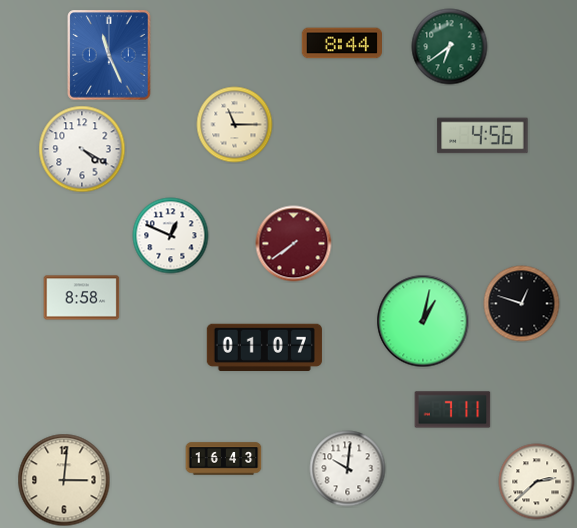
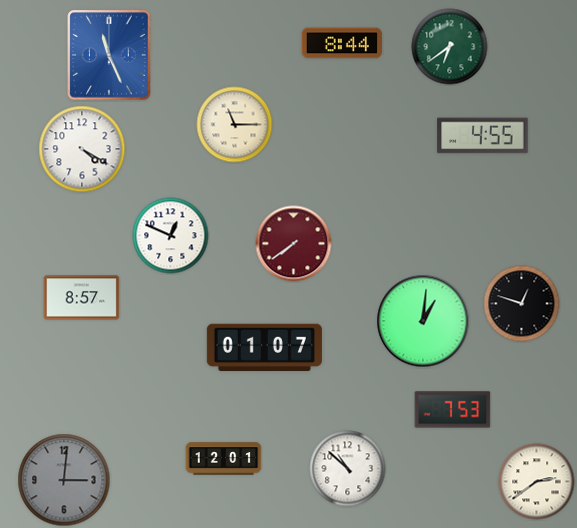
clock at (483, 136): 4:56 -> 4:55
clock at (82, 298): 8:58 -> 8:57
clock at (423, 321): 1:02 -> 1:01
clock at (453, 410): 7:11 -> 7:53
clock at (224, 459): 16:43 -> 12:01
clock at (348, 469): 10:01 -> 10:52
clock at (64, 480) dial: cream -> grey
clock at (537, 482): 2:38 -> 2:39
